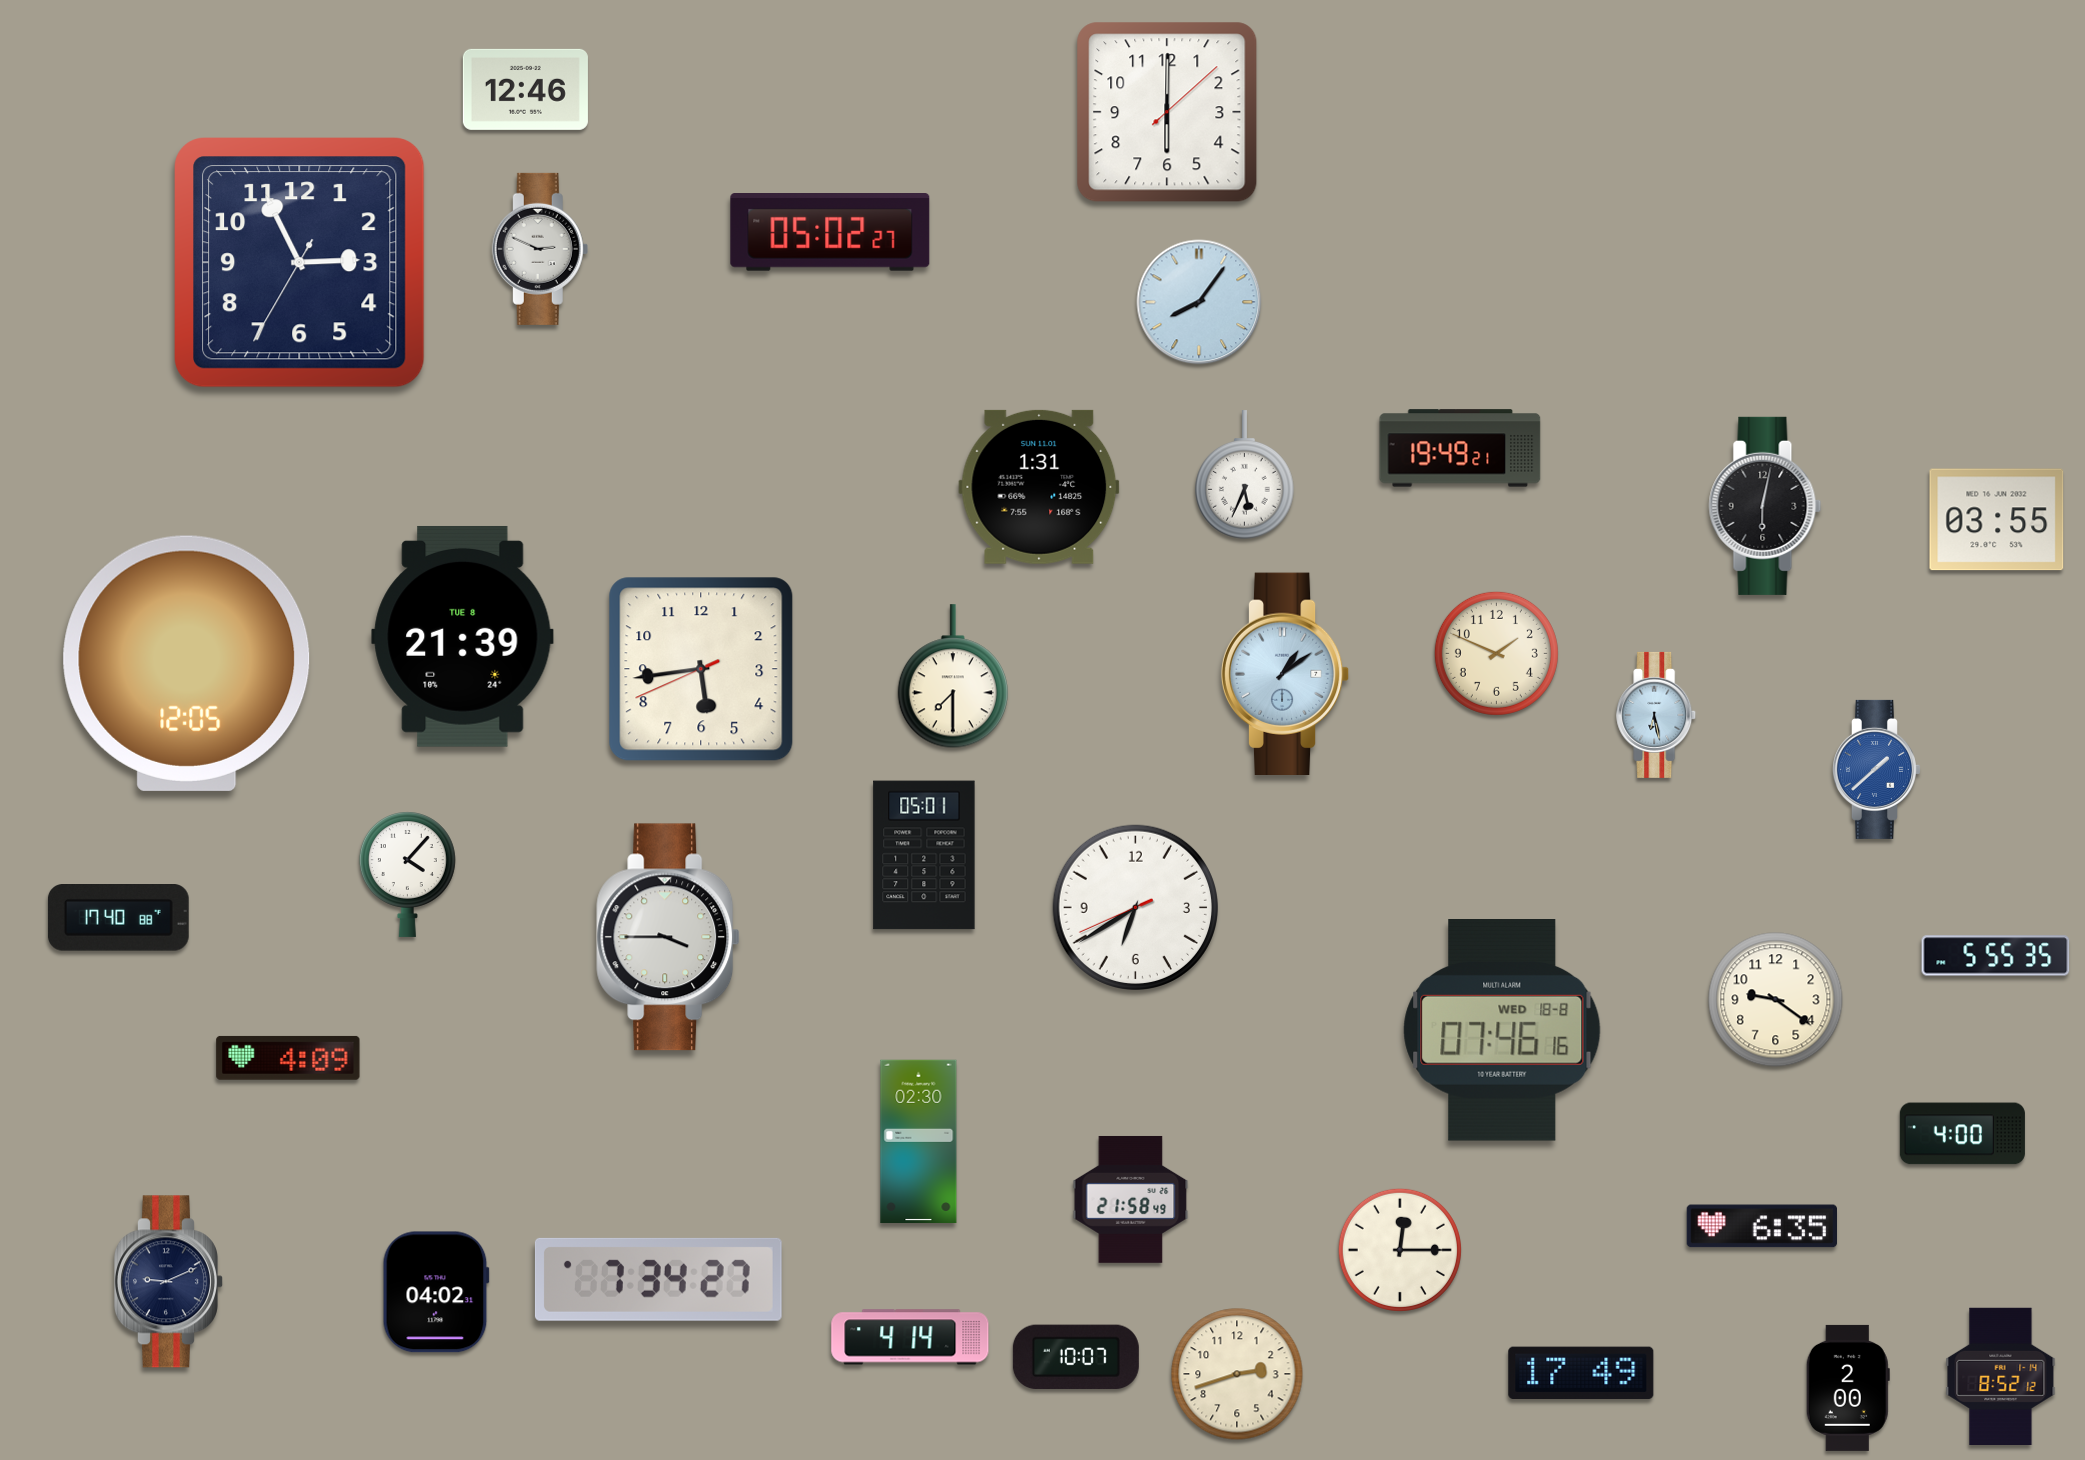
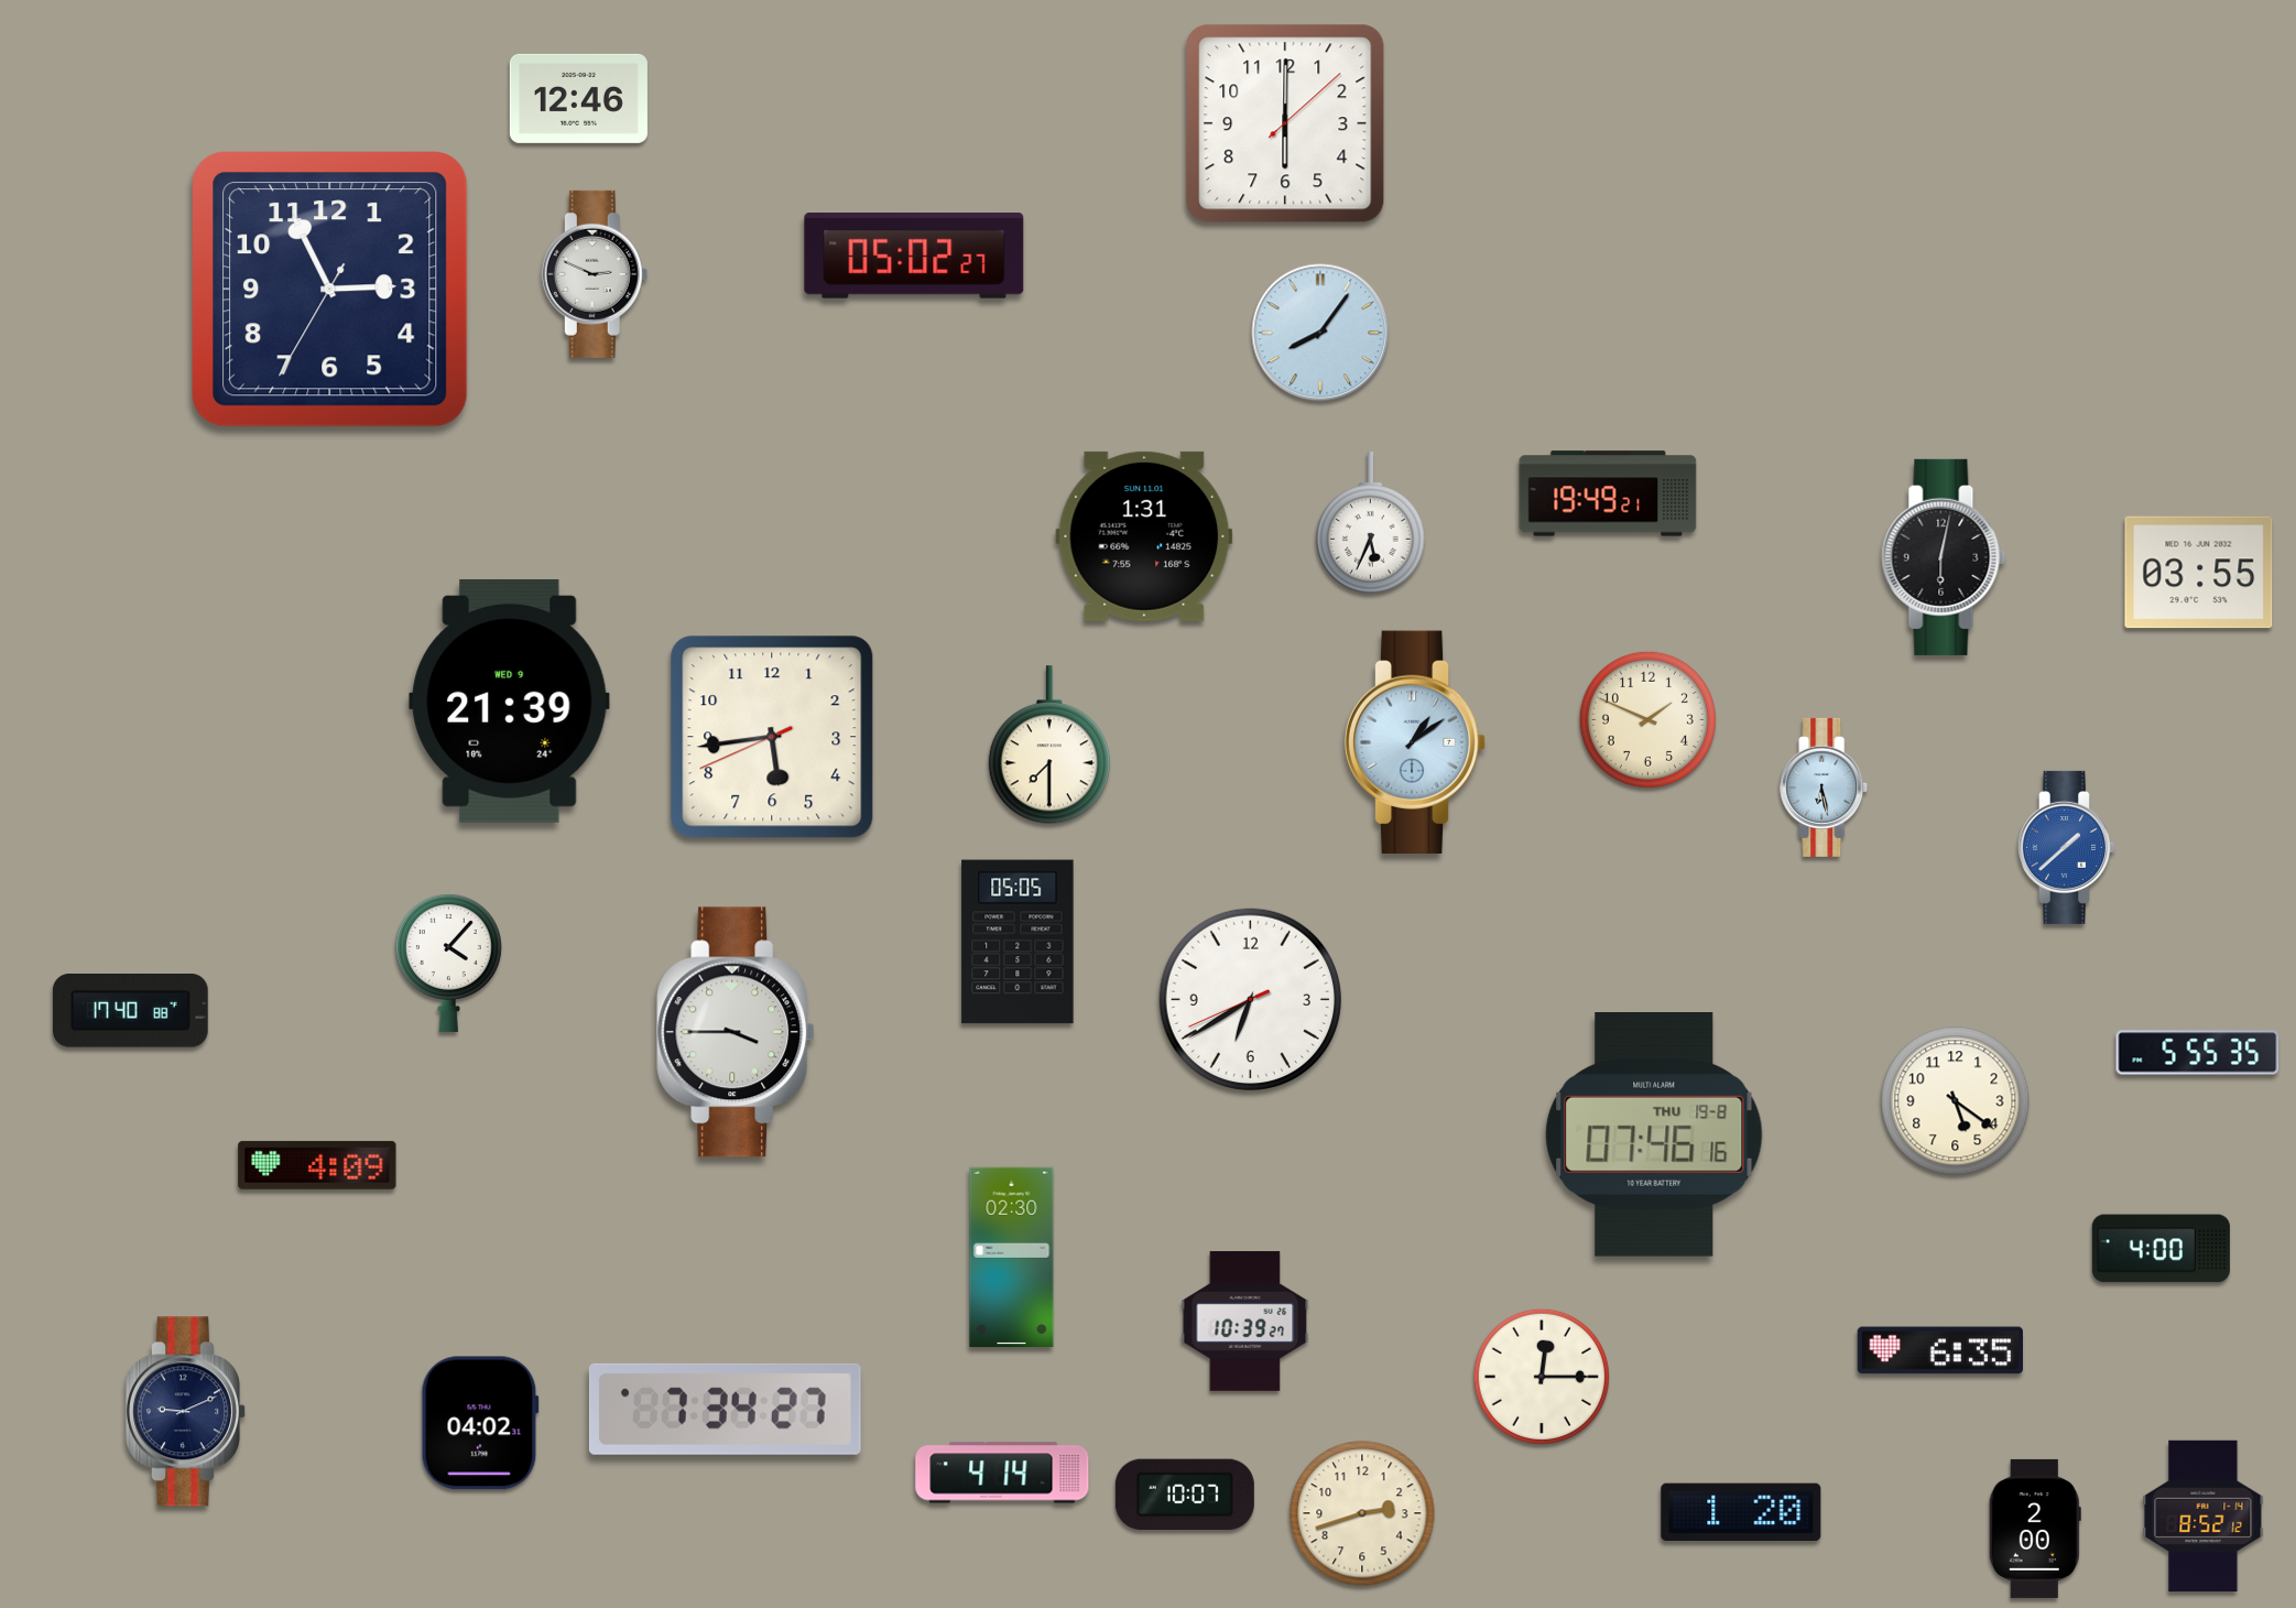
clock at (463, 636) date: TUE 8 -> WED 9
clock at (187, 663): 12:05 -> none
clock at (924, 855): 05:01 -> 05:05
clock at (1776, 1000): 9:21 -> 5:21
clock at (1502, 1031) date: WED 18-8 -> THU 19-8
clock at (1131, 1199): 21:58 -> 10:39
clock at (1581, 1373): 17:49 -> 1:20
